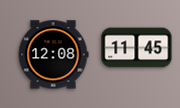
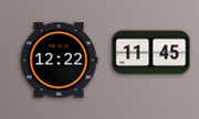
clock at (53, 55): 12:08 -> 12:22
